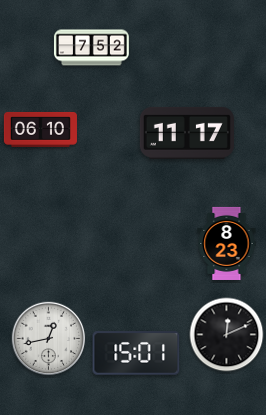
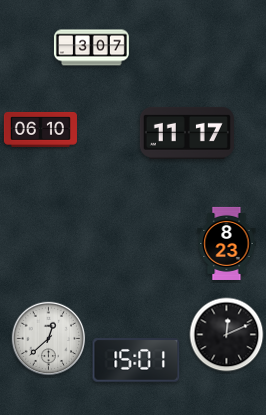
clock at (91, 48): 7:52 -> 3:07
clock at (49, 339): 12:43 -> 12:38
clock at (136, 353) position: (136, 353) -> (136, 360)
